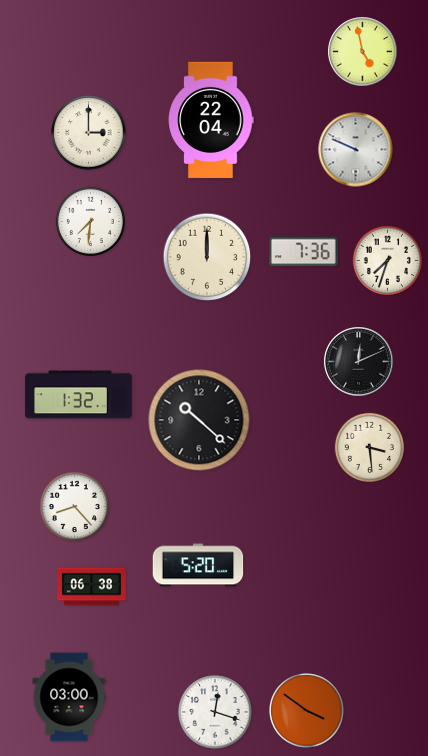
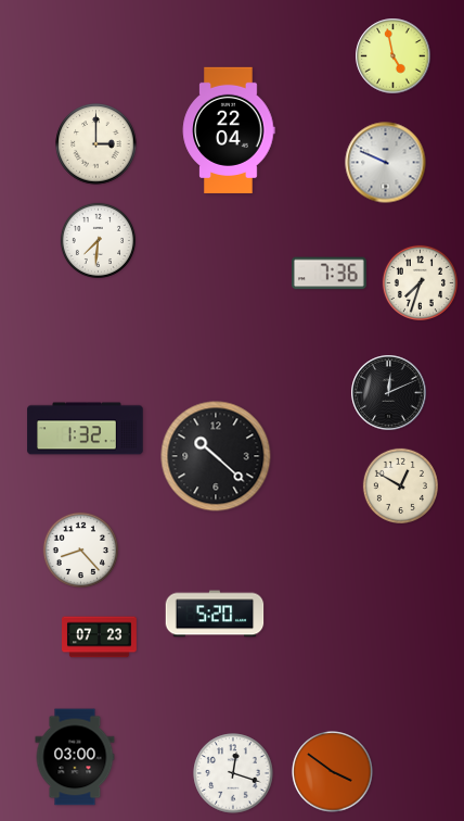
clock at (207, 257): 12:00 -> none
clock at (369, 447): 3:29 -> 12:50
clock at (92, 587): 06:38 -> 07:23
